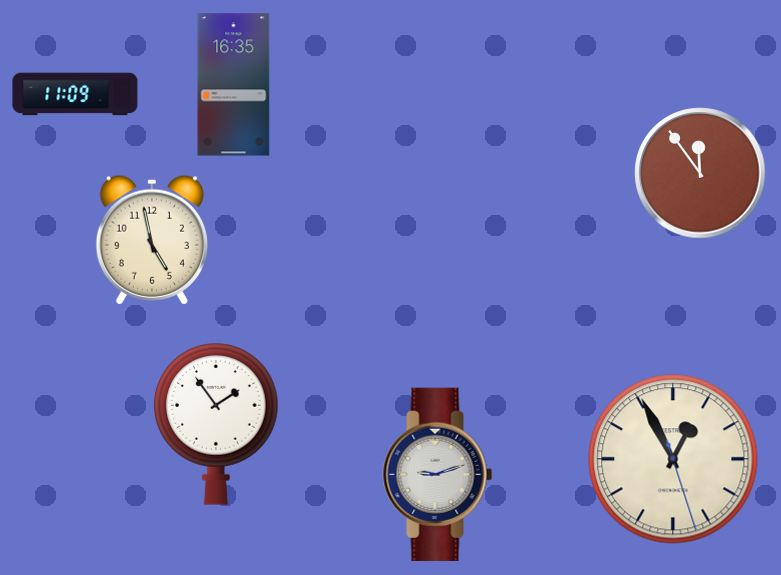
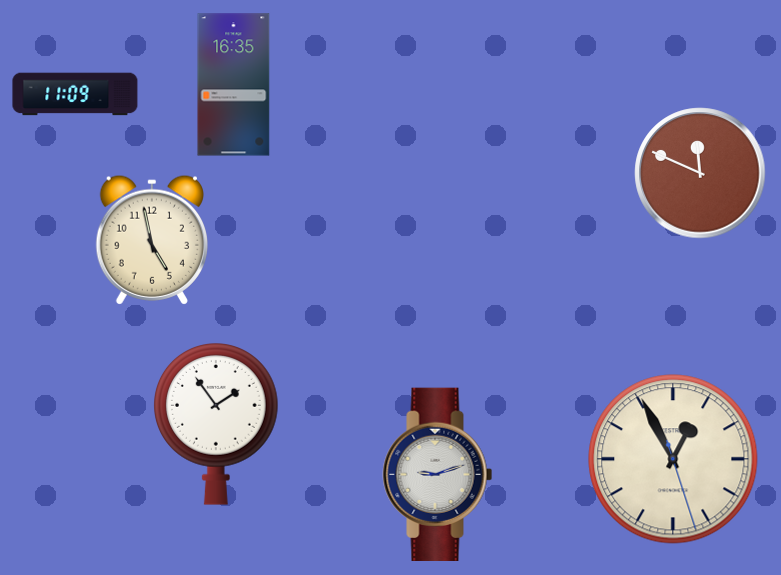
clock at (700, 173): 11:54 -> 11:49
